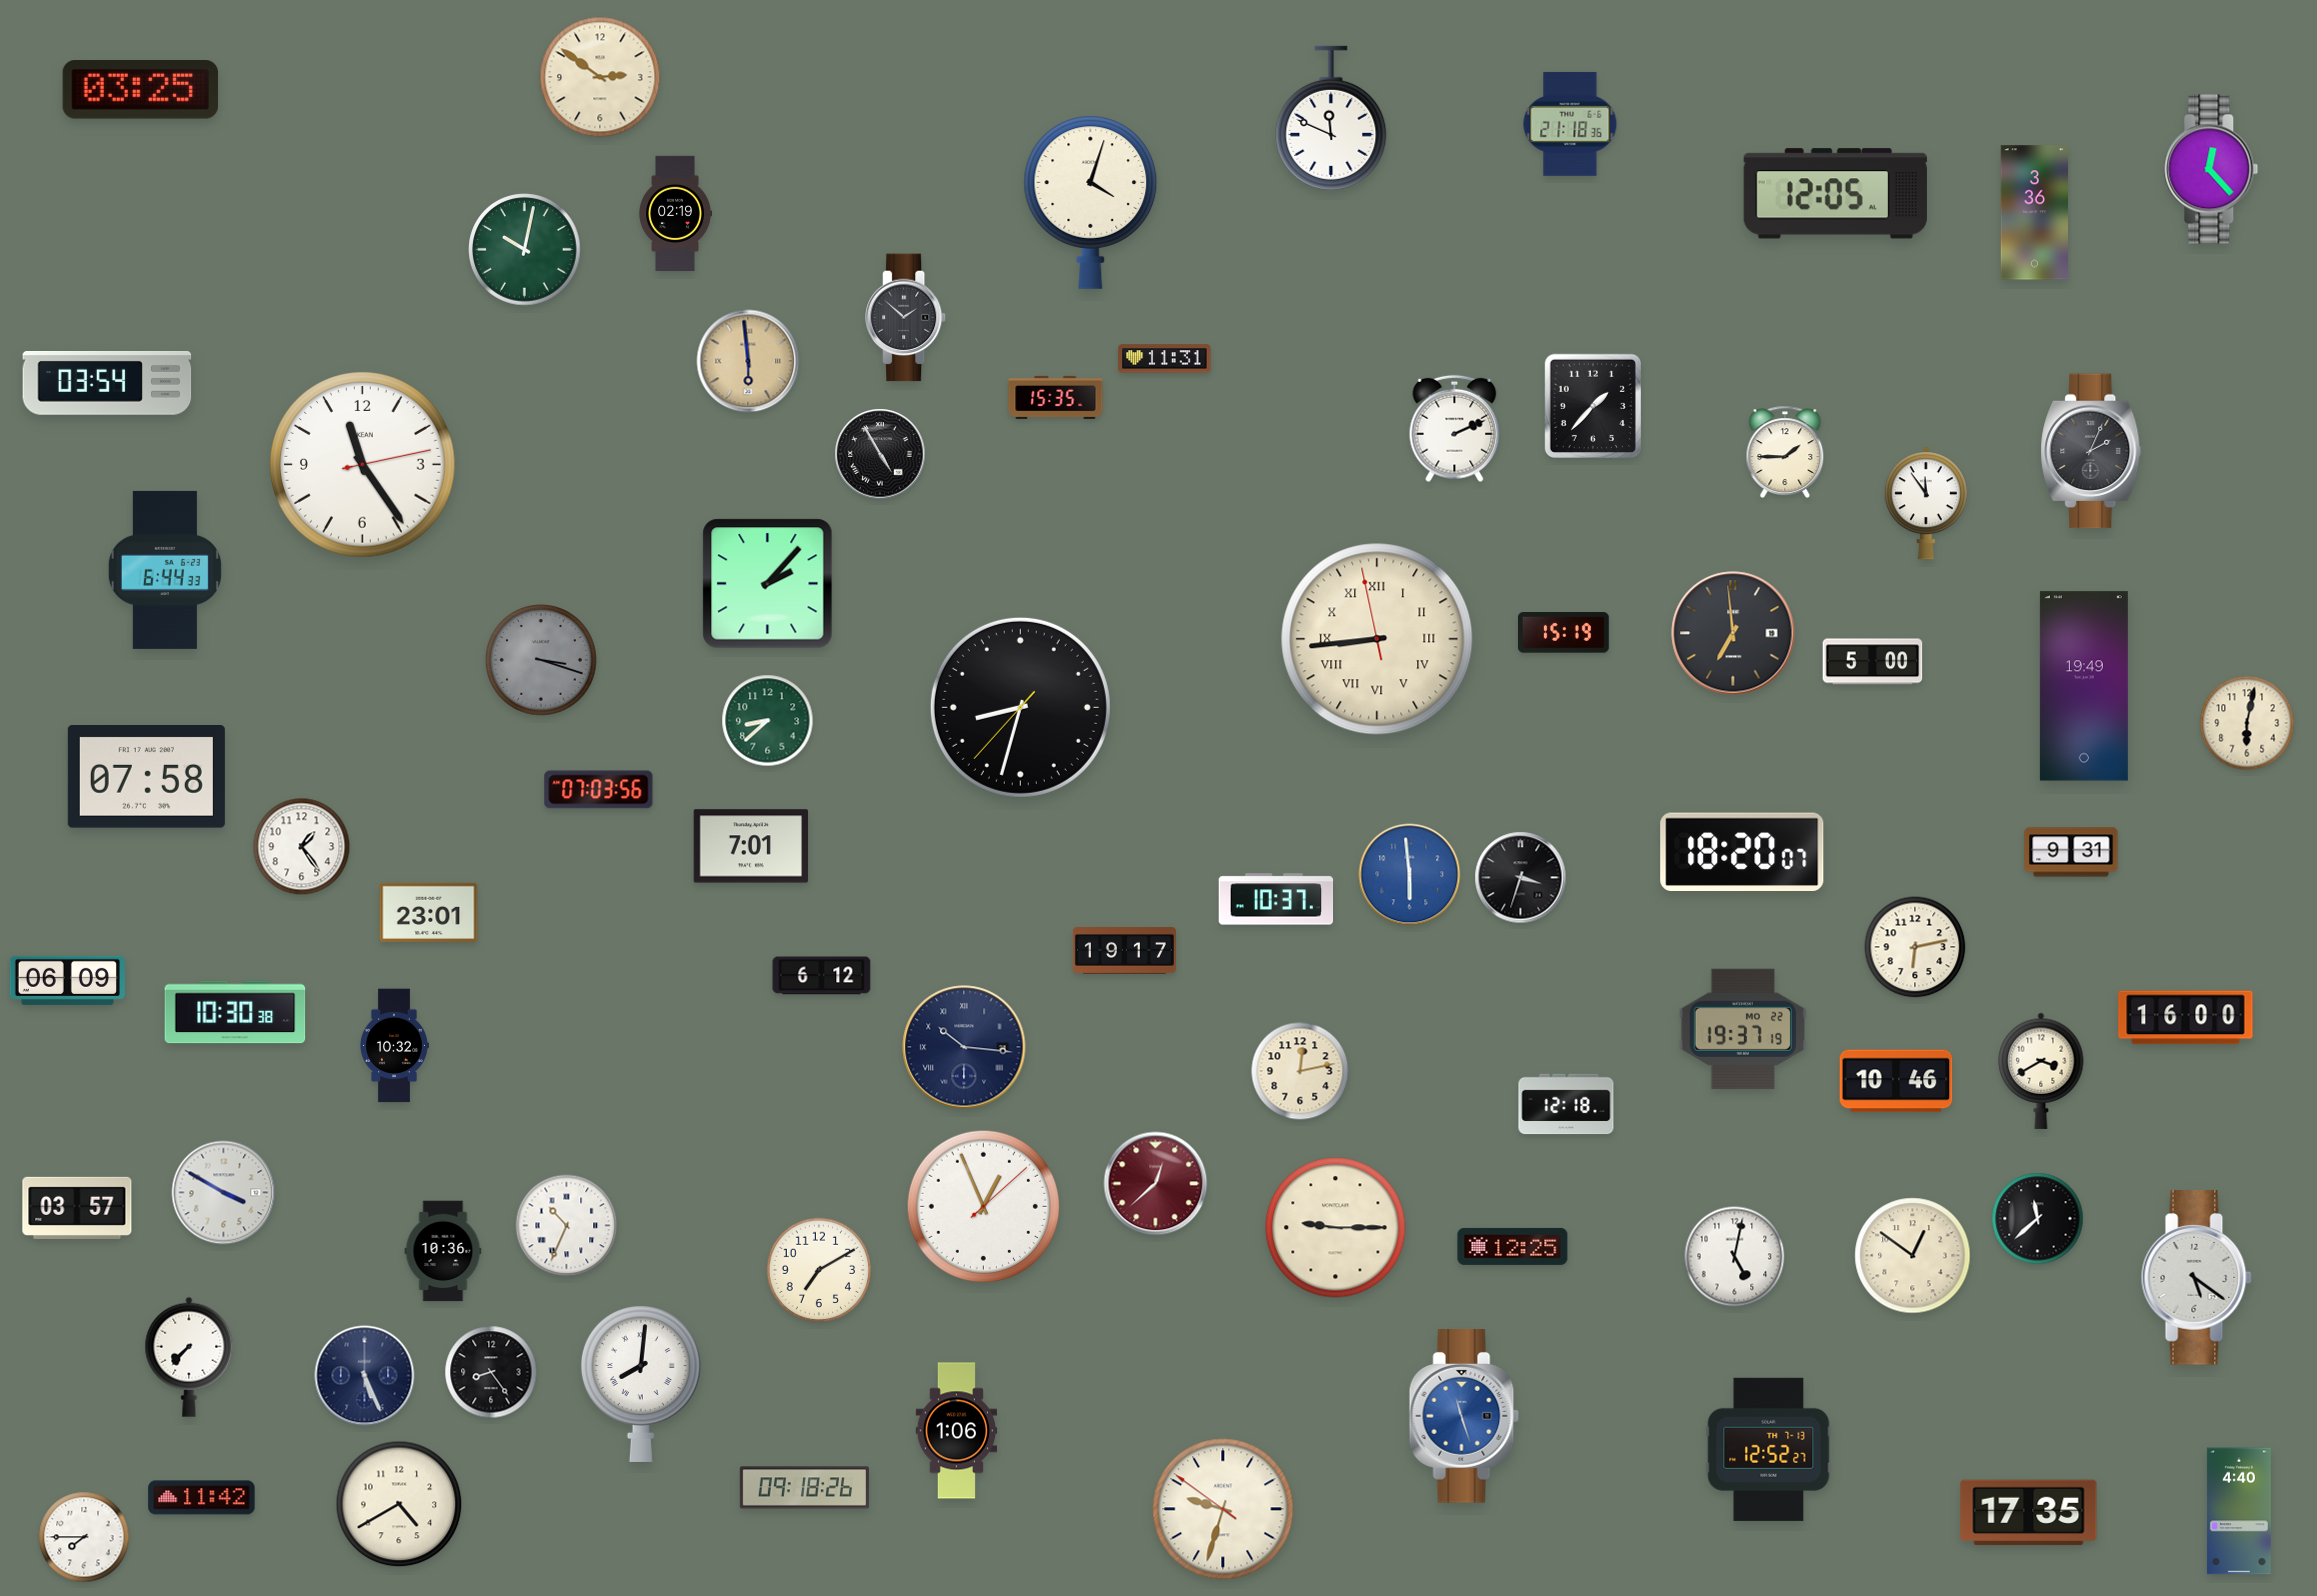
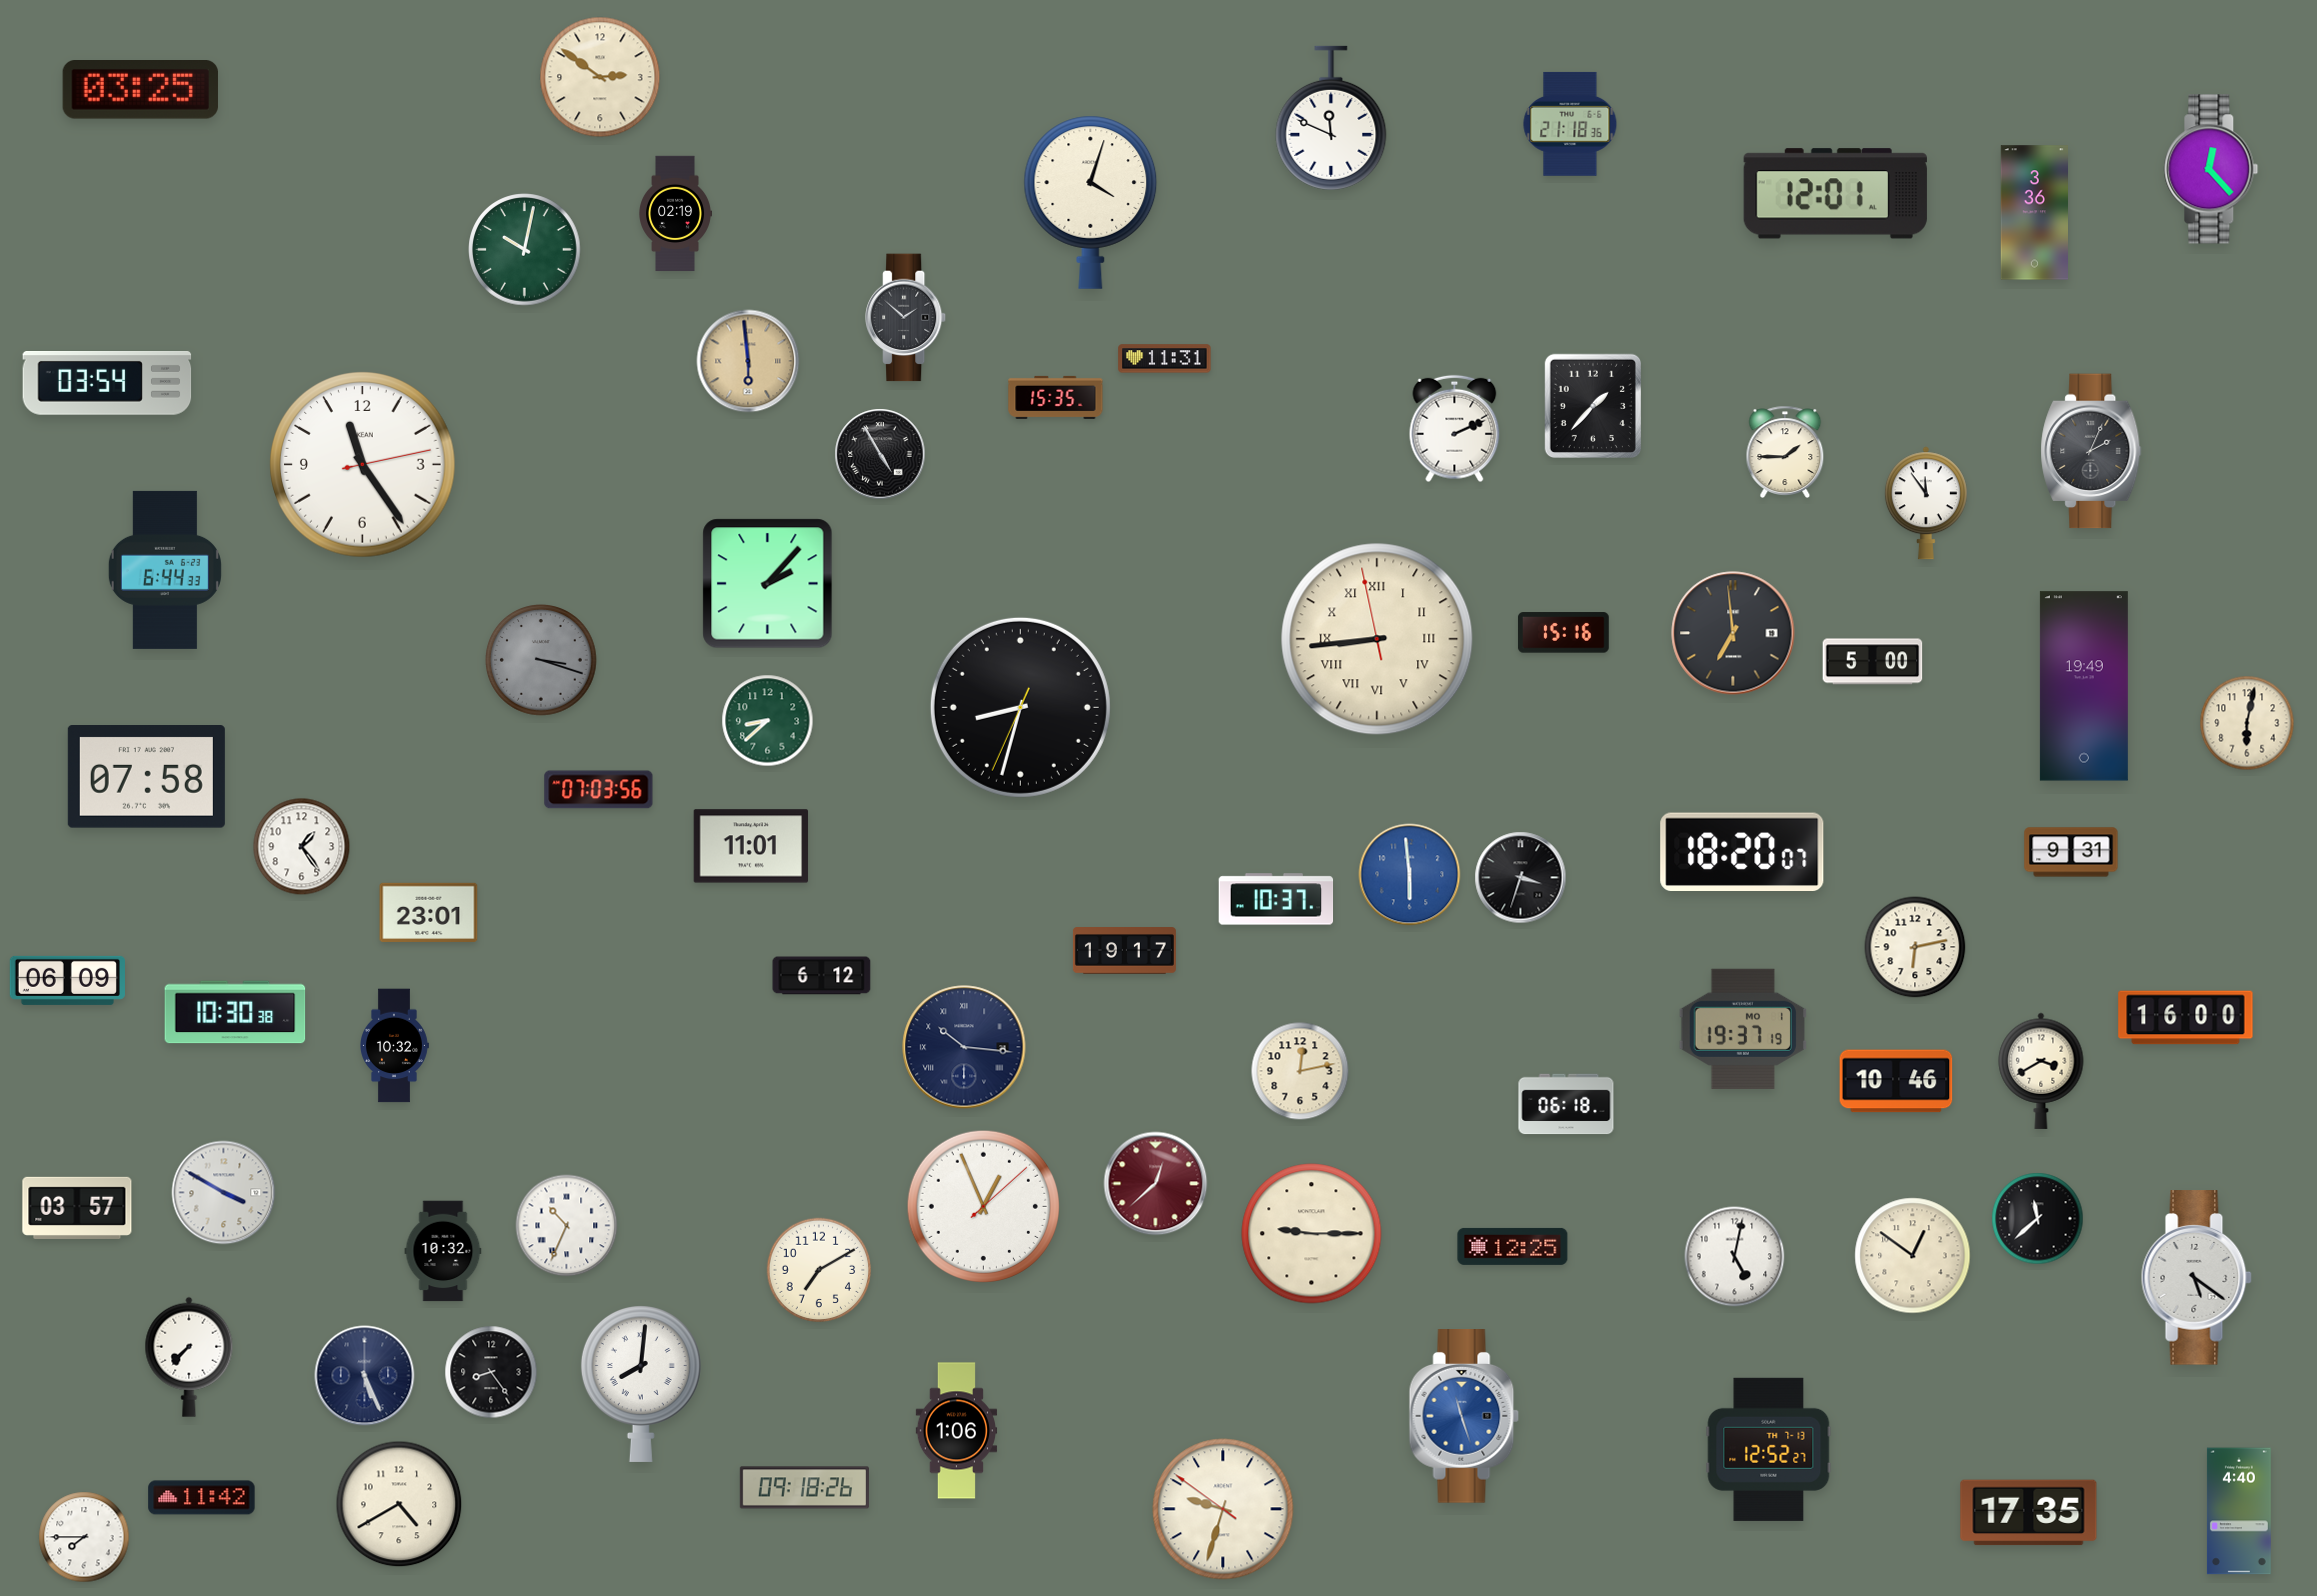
clock at (1835, 194): 12:05 -> 12:01
clock at (1563, 633): 15:19 -> 15:16
clock at (1020, 707): 8:32:37 -> 8:32:34
clock at (751, 846): 7:01 -> 11:01
clock at (1743, 1029) date: MO 22 -> MO 1
clock at (1566, 1104): 12:18 -> 06:18
clock at (1336, 1228) position: (1336, 1228) -> (1312, 1234)
clock at (443, 1251): 10:36 -> 10:32
